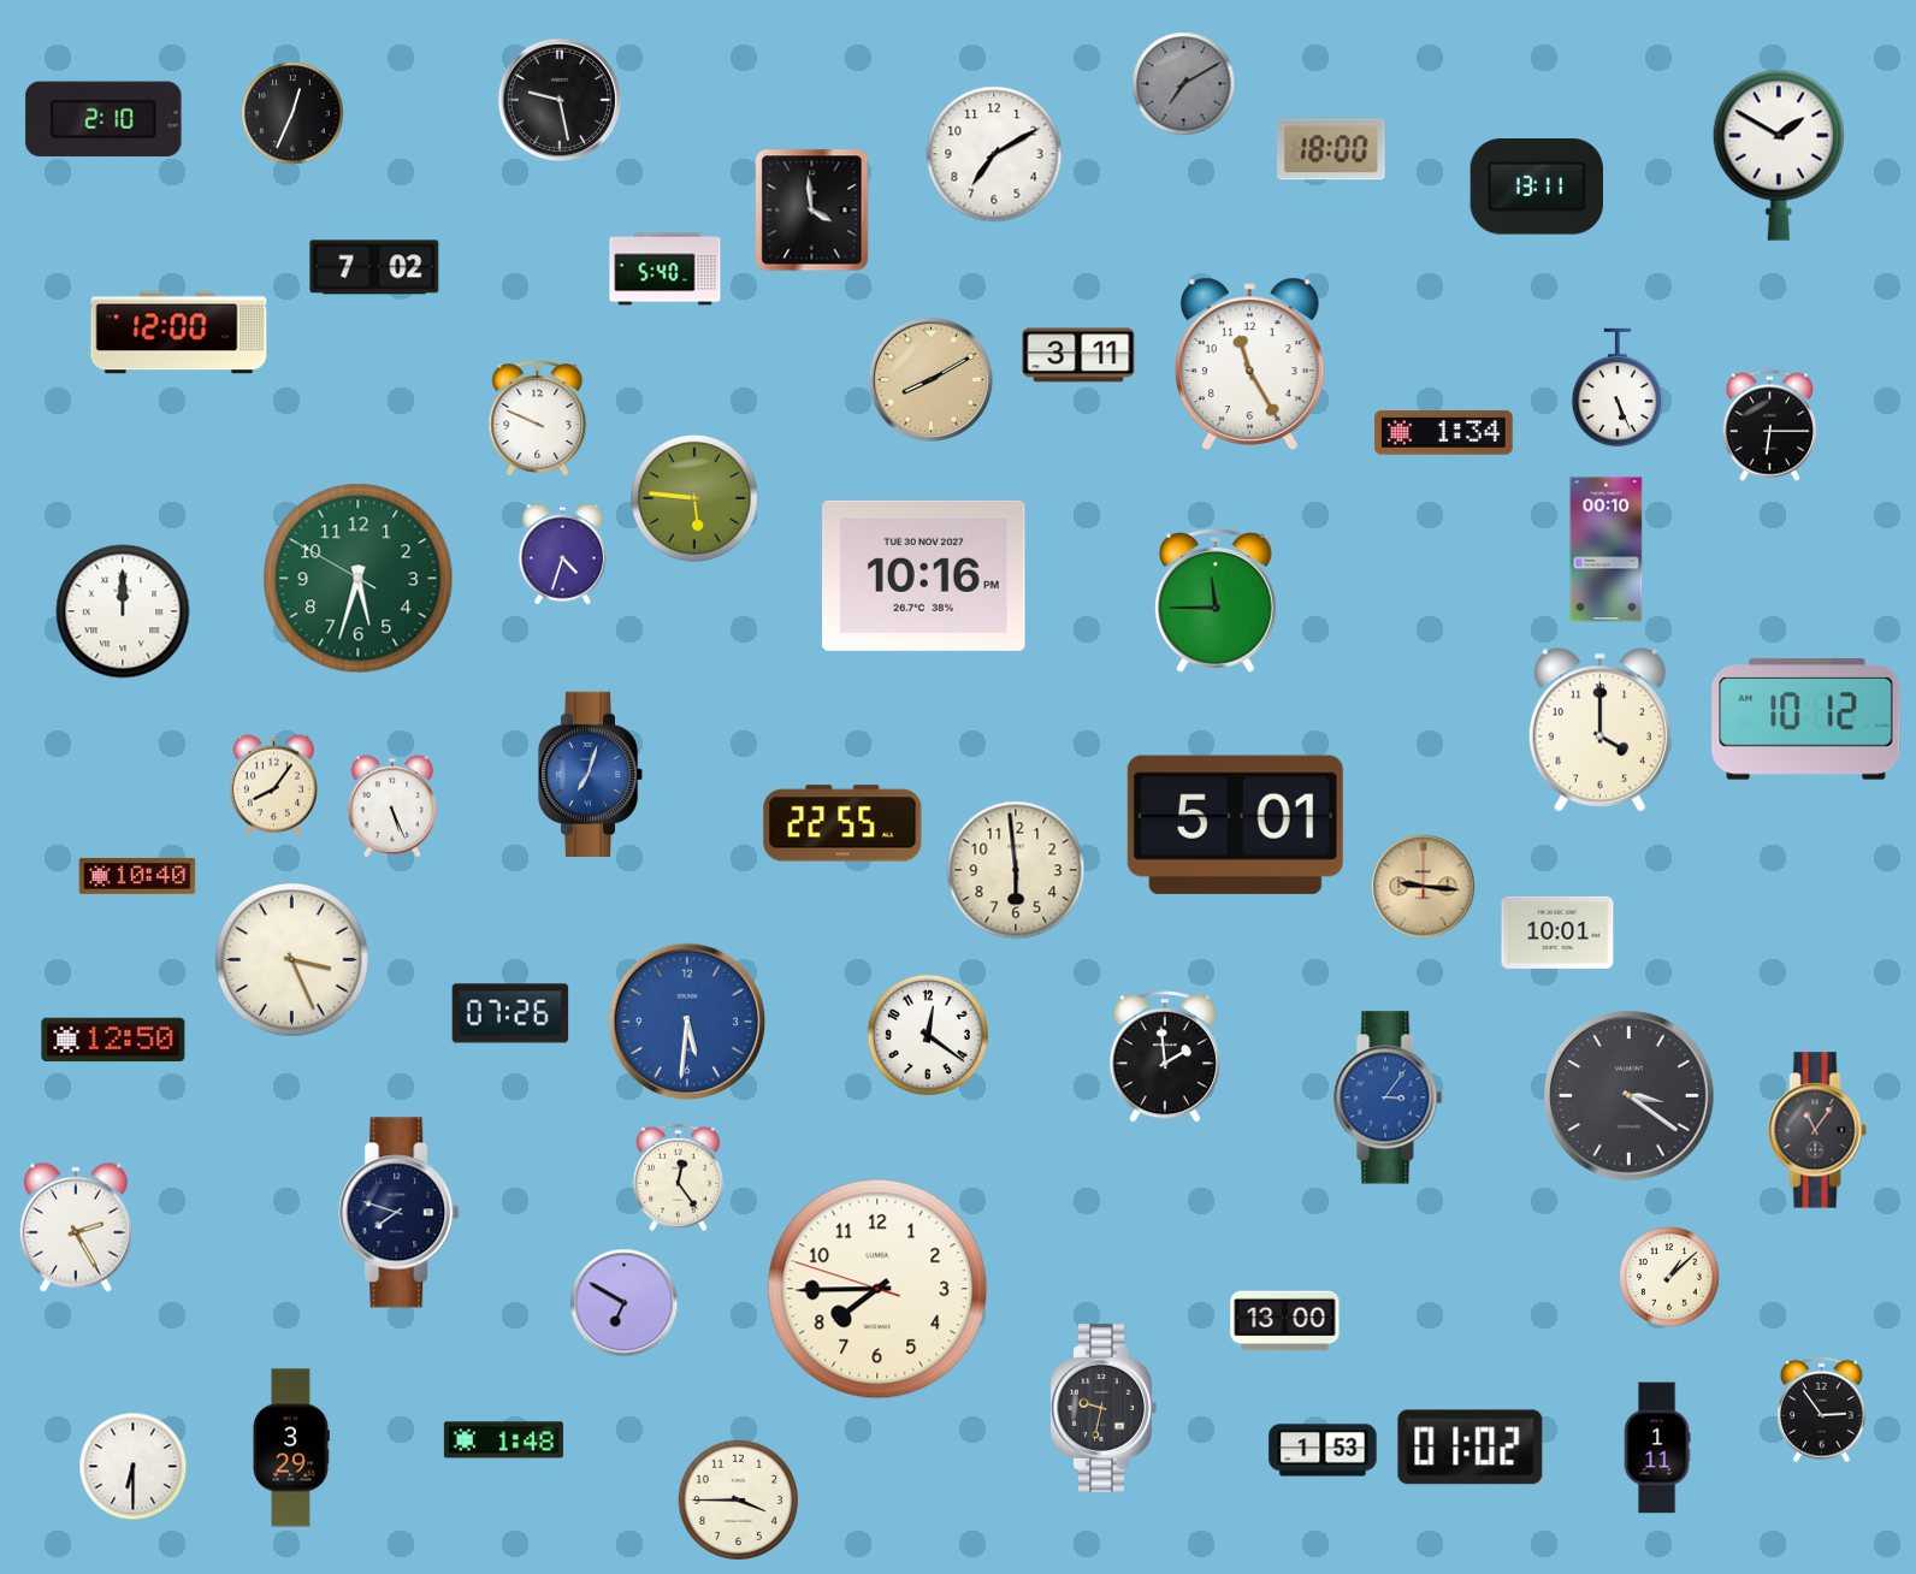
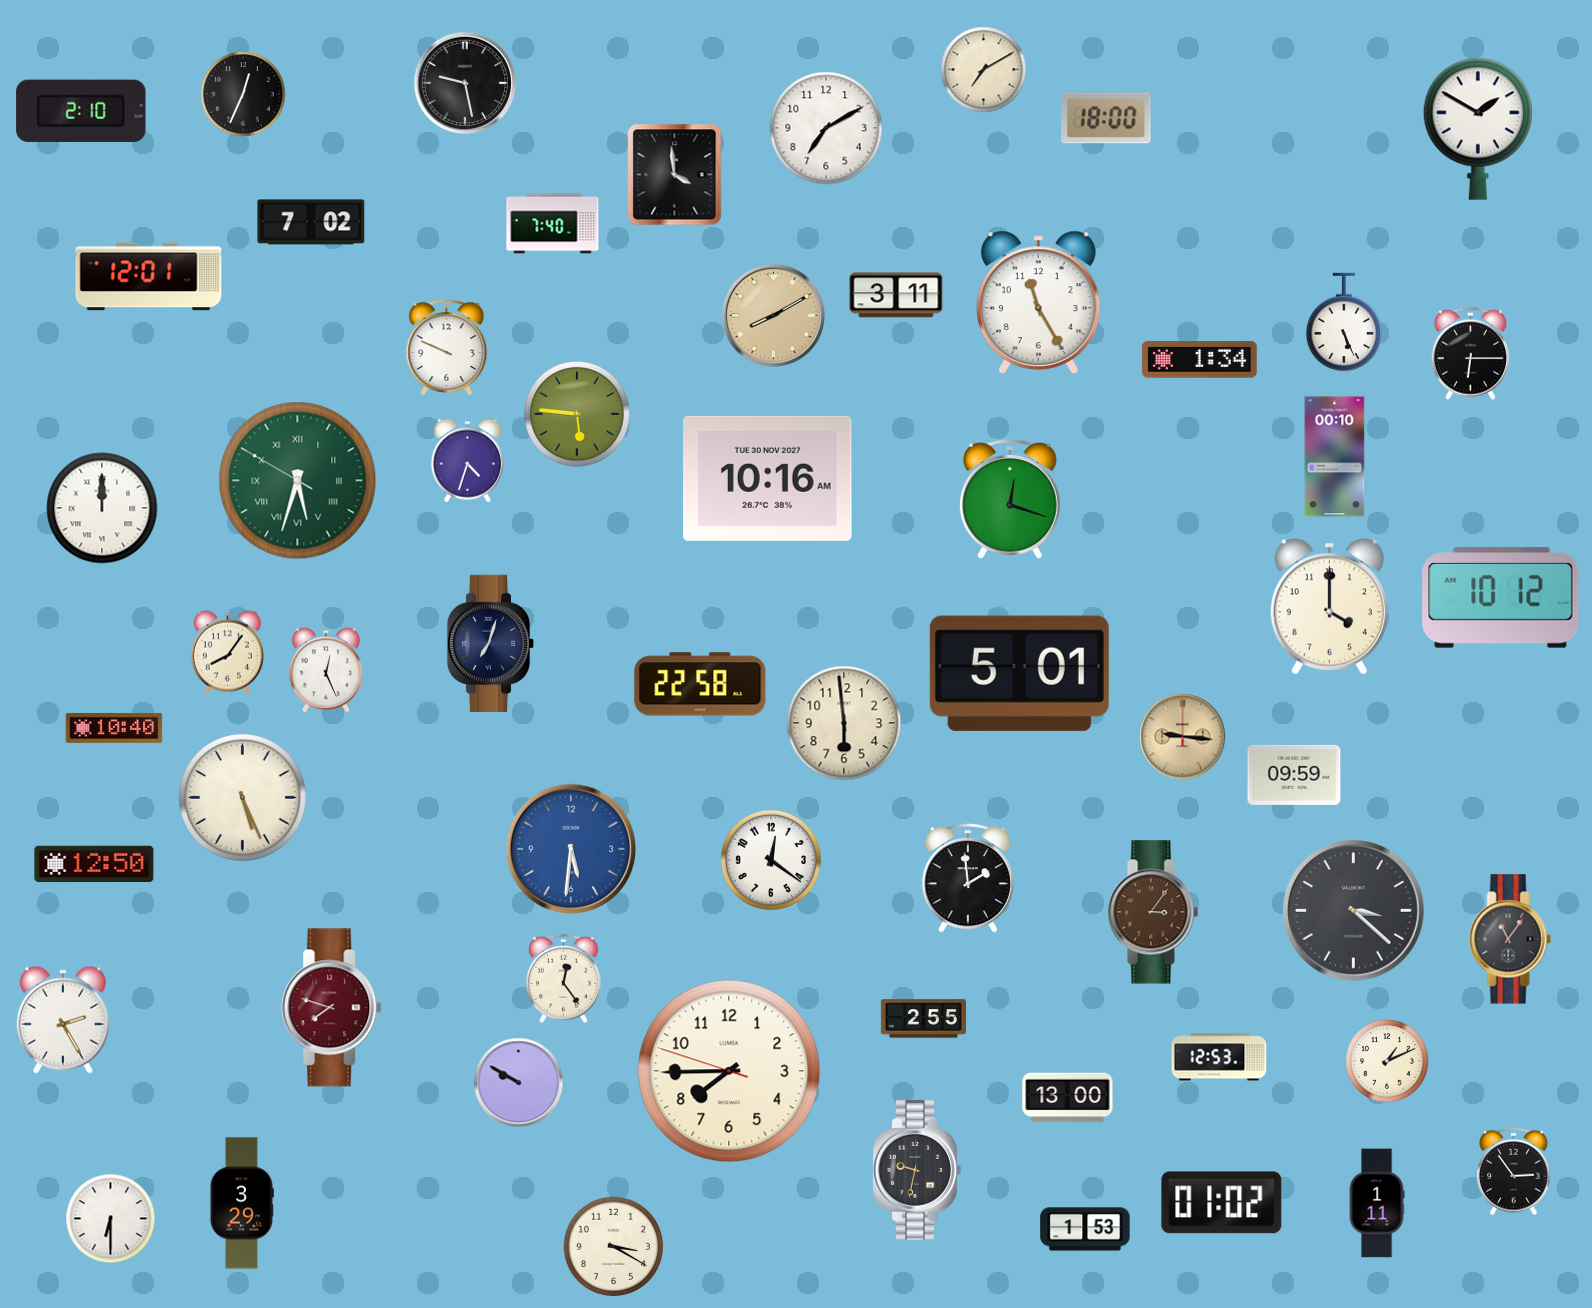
clock at (1184, 84) dial: grey -> cream
clock at (104, 119) position: (104, 119) -> (81, 111)
clock at (1331, 149) position: (1331, 149) -> (1106, 118)
clock at (1537, 187): 13:11 -> none
clock at (666, 270): 5:40 -> 7:40
clock at (179, 333): 12:00 -> 12:01
clock at (924, 575): 10:16 PM -> 10:16 AM
clock at (359, 579) numerals: Arabic -> Roman
clock at (1217, 600): 11:45 -> 12:18
clock at (591, 774) dial: blue -> navy
clock at (391, 806): 5:26 -> 12:26
clock at (842, 823): 22:55 -> 22:58
clock at (1235, 824) position: (1235, 824) -> (1019, 673)
clock at (1557, 933): 10:01 -> 09:59
clock at (292, 960): 3:26 -> 5:26
clock at (510, 1013): 07:26 -> none
clock at (1630, 1096): 3:21 -> 3:22
clock at (1388, 1097) dial: blue -> brown
clock at (400, 1213) dial: navy -> burgundy
clock at (923, 1019): none -> 2:55
clock at (1219, 1057): none -> 12:53
clock at (1669, 1277): 1:08 -> 1:11
clock at (625, 1303): 6:50 -> 9:50
clock at (503, 1440): 1:48 -> none
clock at (1323, 1450) position: (1323, 1450) -> (1085, 1229)
clock at (738, 1499): 3:45 -> 3:20
